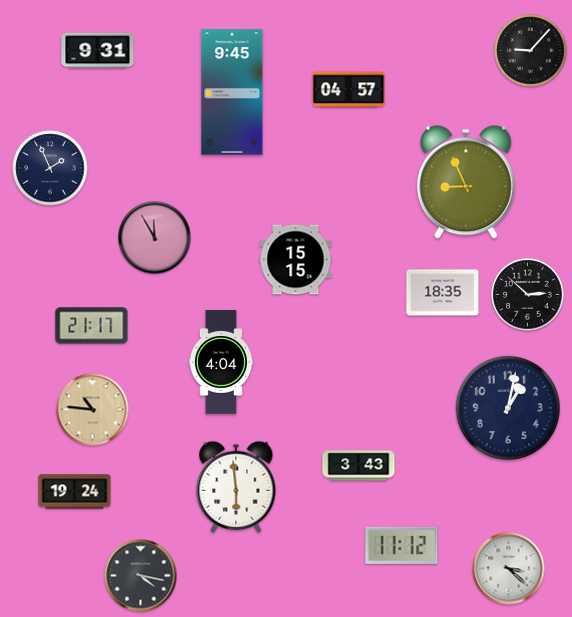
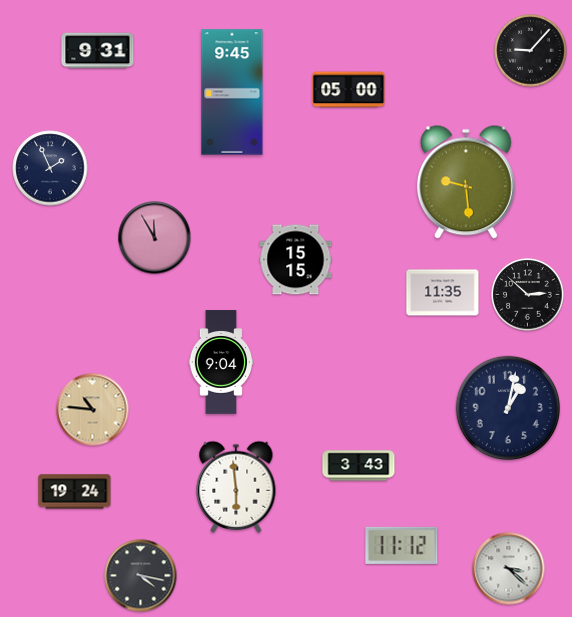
clock at (349, 90): 04:57 -> 05:00
clock at (466, 182): 8:56 -> 9:29
clock at (443, 293): 18:35 -> 11:35
clock at (92, 326): 21:17 -> none
clock at (220, 362): 4:04 -> 9:04
